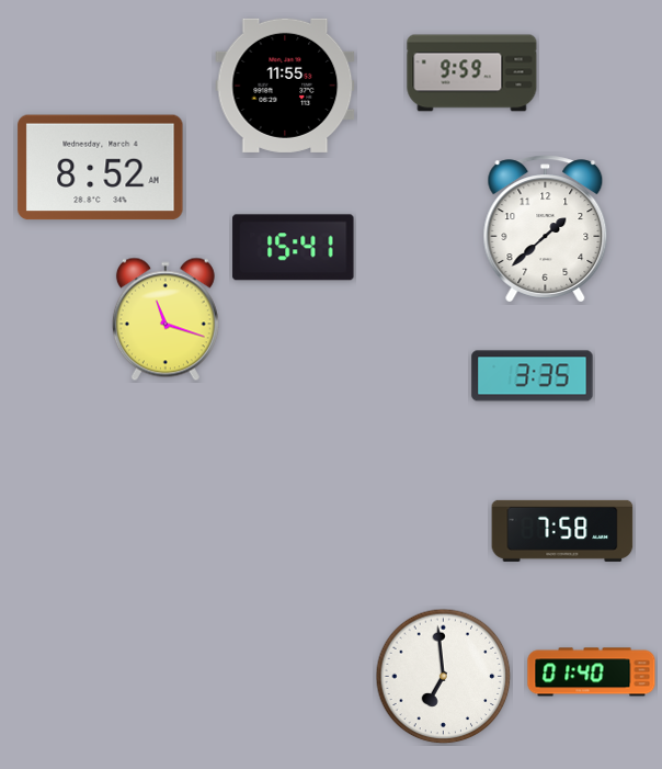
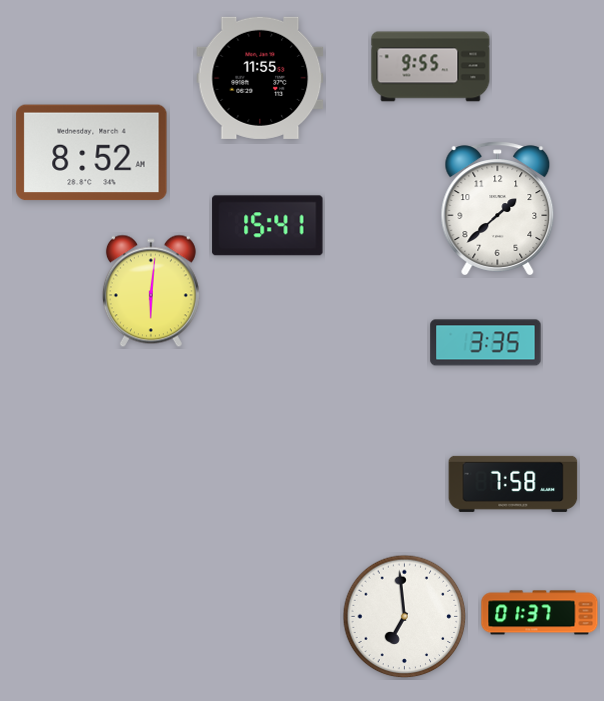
clock at (472, 73): 9:59 -> 9:55
clock at (165, 319): 11:18 -> 6:01
clock at (592, 672): 01:40 -> 01:37
